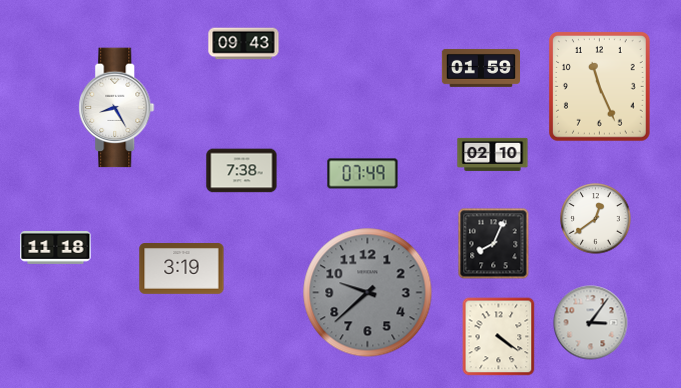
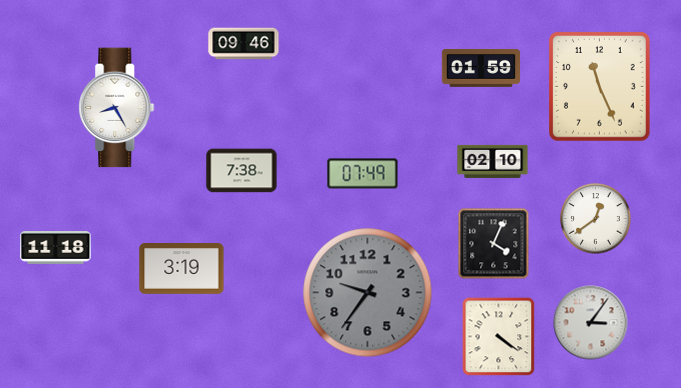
clock at (244, 44): 09:43 -> 09:46
clock at (493, 154) position: (493, 154) -> (493, 161)
clock at (494, 244): 8:04 -> 4:04
clock at (368, 293): 9:38 -> 9:36
